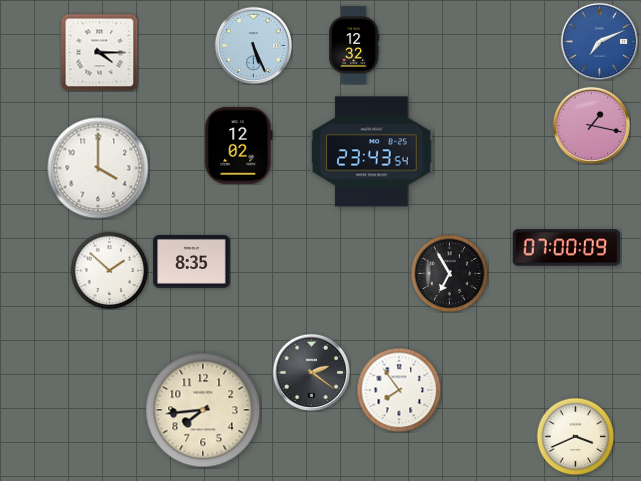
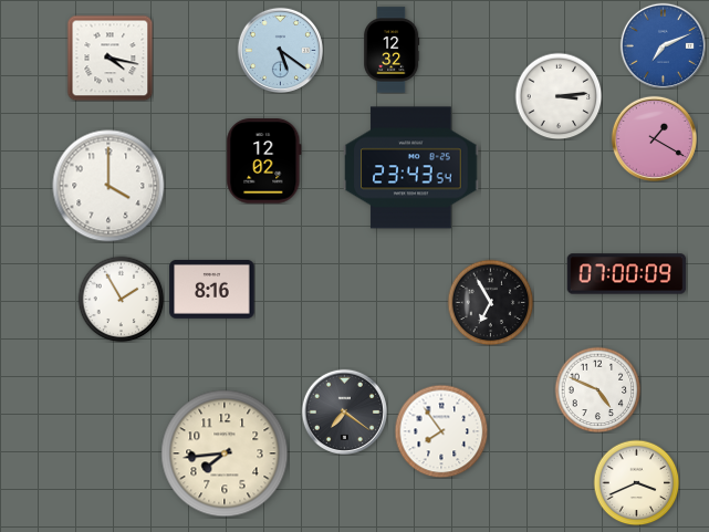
clock at (253, 45): 5:26 -> 5:21
clock at (99, 52): 4:15 -> 4:17
clock at (559, 96): none -> 3:14
clock at (591, 125): 1:17 -> 1:20
clock at (192, 261): 8:35 -> 8:16
clock at (109, 270): 1:52 -> 1:55
clock at (449, 273) position: (449, 273) -> (490, 302)
clock at (597, 389): none -> 4:49
clock at (311, 372): 2:21 -> 7:21
